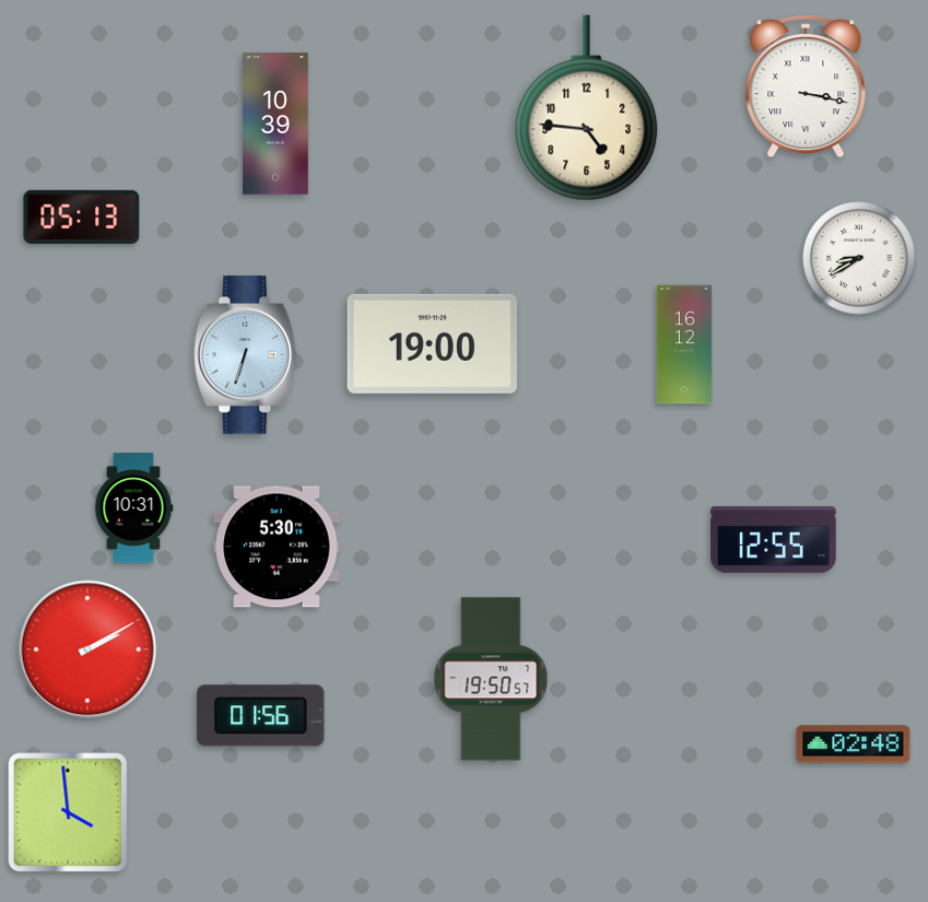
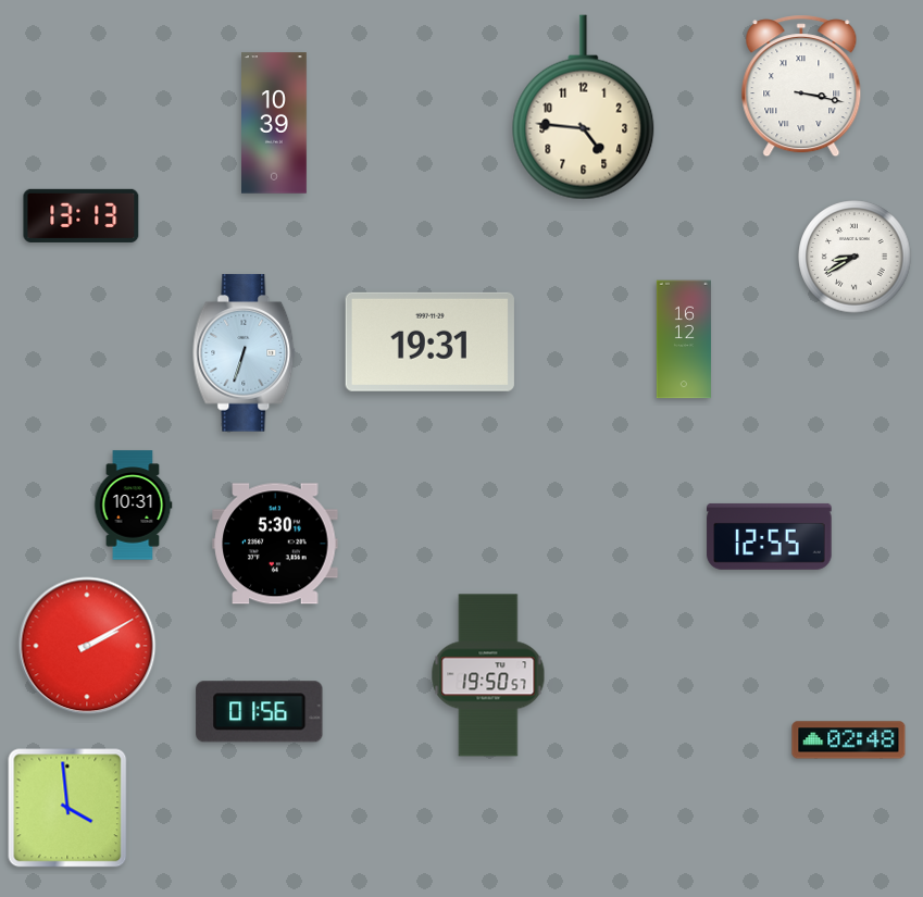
clock at (82, 216): 05:13 -> 13:13
clock at (432, 343): 19:00 -> 19:31
clock at (683, 344) position: (683, 344) -> (683, 339)
